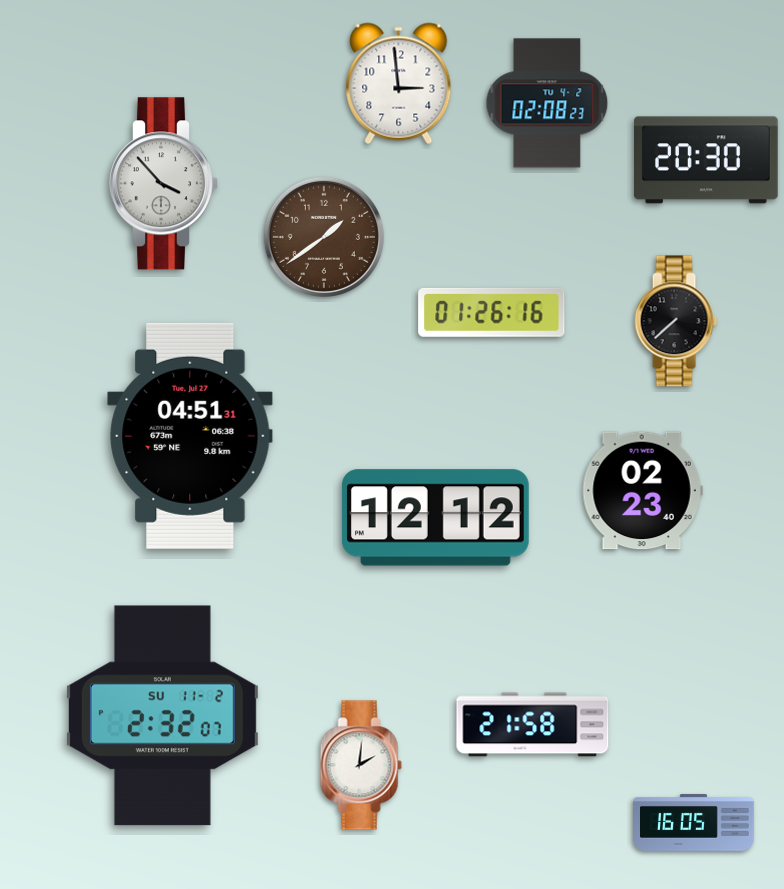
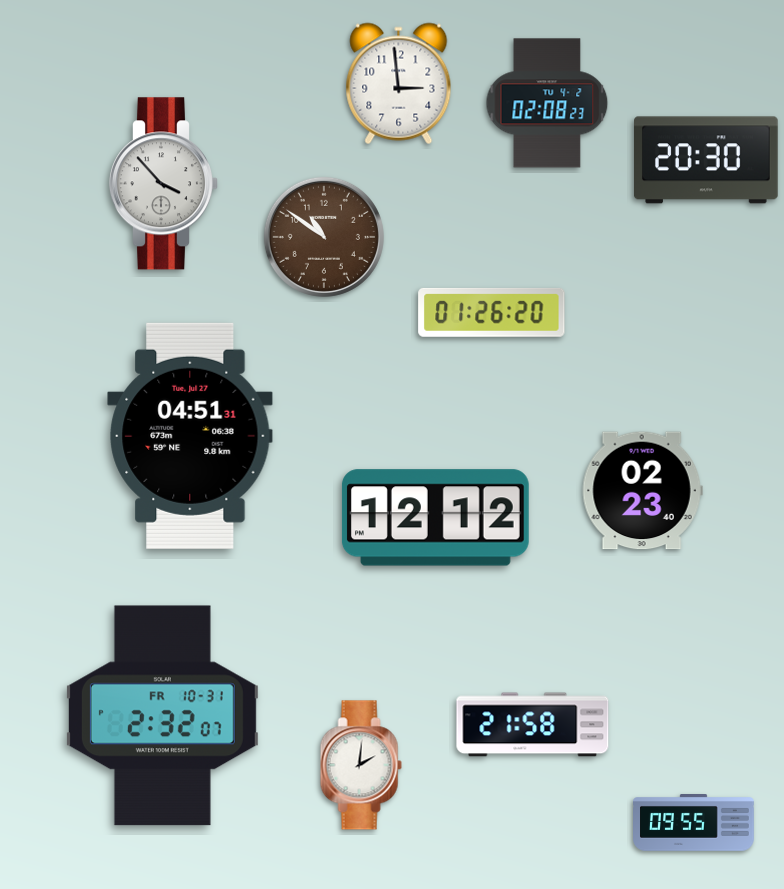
clock at (324, 237): 1:39 -> 10:51
clock at (492, 312): 01:26:16 -> 01:26:20
clock at (676, 321): 7:38 -> none
clock at (162, 716) date: SU 11-2 -> FR 10-31
clock at (694, 823): 16:05 -> 09:55
